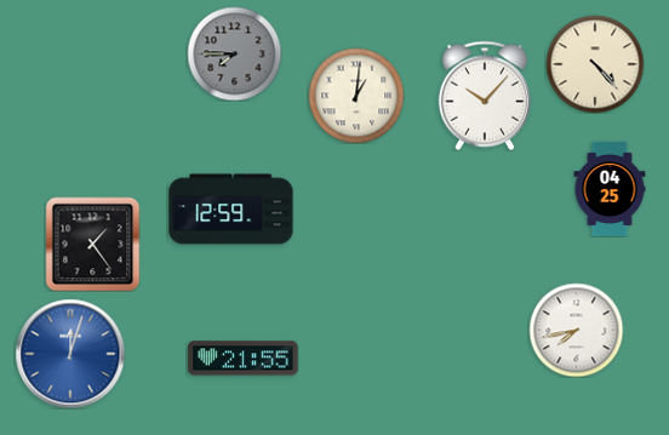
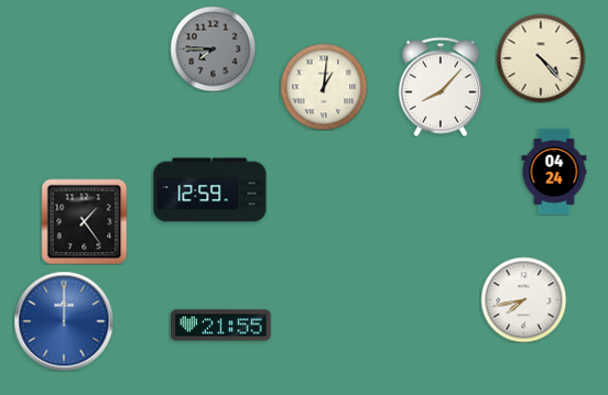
clock at (485, 96): 10:07 -> 8:07
clock at (610, 189): 04:25 -> 04:24
clock at (70, 354): 12:03 -> 12:00
